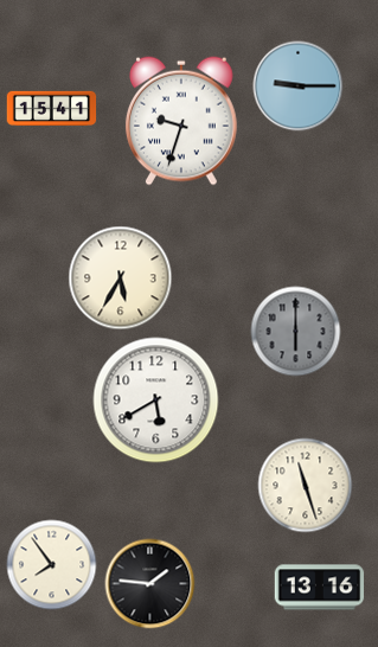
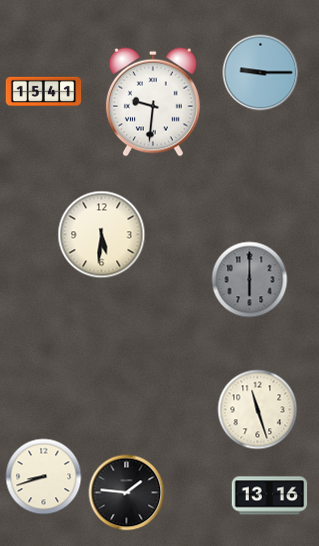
clock at (299, 87) position: (299, 87) -> (261, 73)
clock at (181, 121): 9:33 -> 9:31
clock at (121, 278): 5:35 -> 5:31
clock at (156, 401): 5:40 -> none
clock at (52, 565): 7:54 -> 8:42
